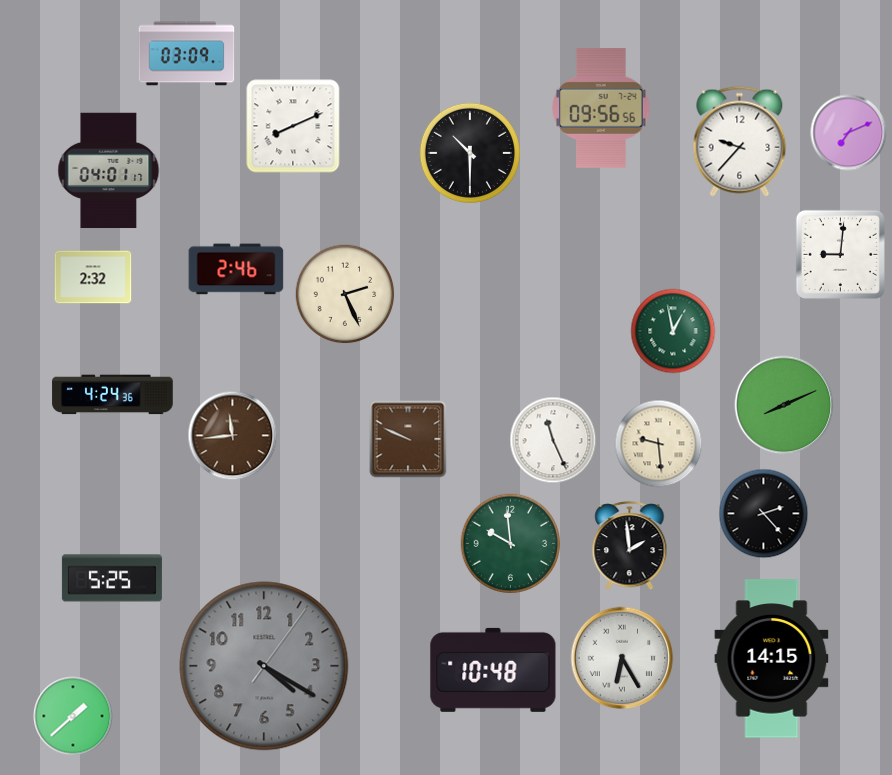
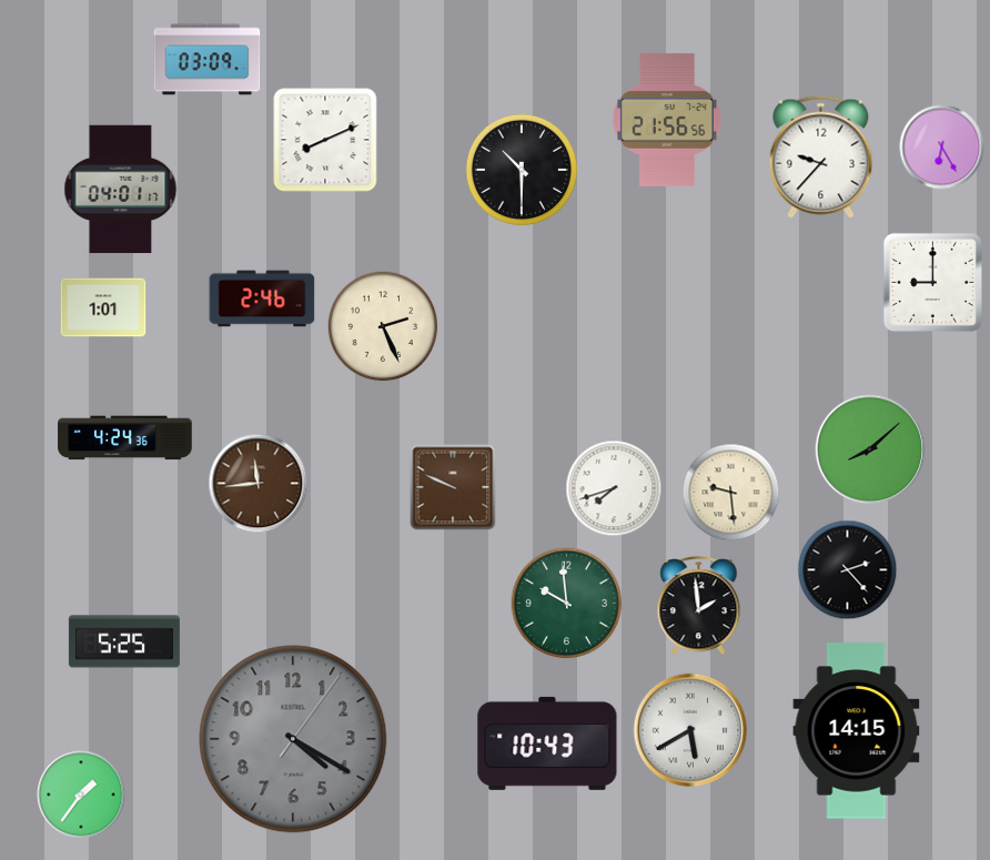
clock at (601, 108): 09:56 -> 21:56
clock at (849, 133): 7:11 -> 6:25
clock at (840, 254): 9:01 -> 9:00
clock at (93, 277): 2:32 -> 1:01
clock at (673, 331): 12:58 -> none
clock at (784, 405): 8:11 -> 8:08
clock at (553, 440): 11:26 -> 7:42
clock at (622, 658): 6:25 -> 5:40
clock at (493, 670): 10:48 -> 10:43
clock at (73, 716): 1:38 -> 1:36
